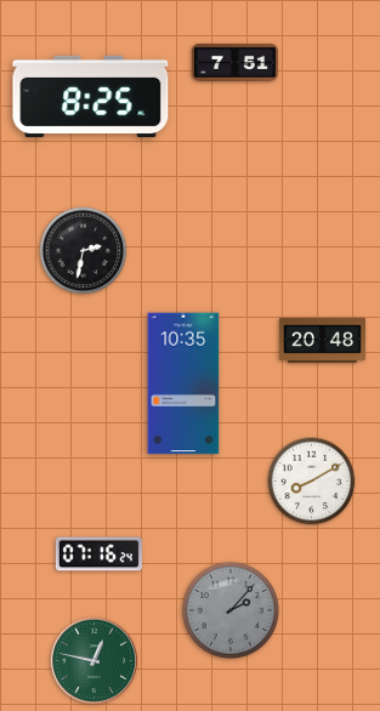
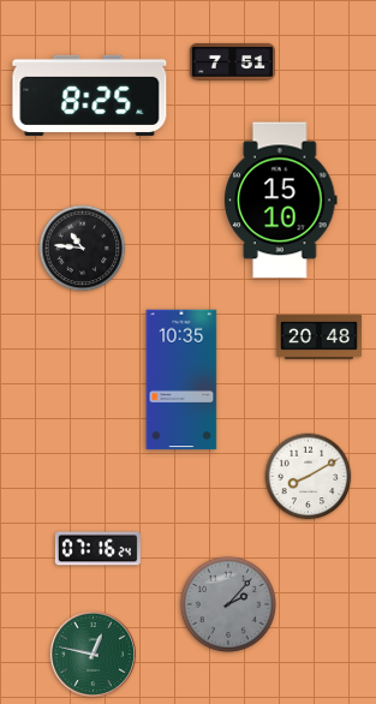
clock at (281, 201): none -> 15:10
clock at (84, 251): 2:32 -> 10:46
